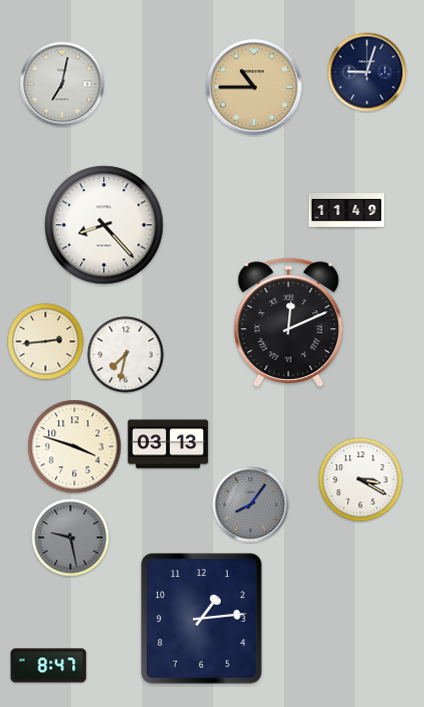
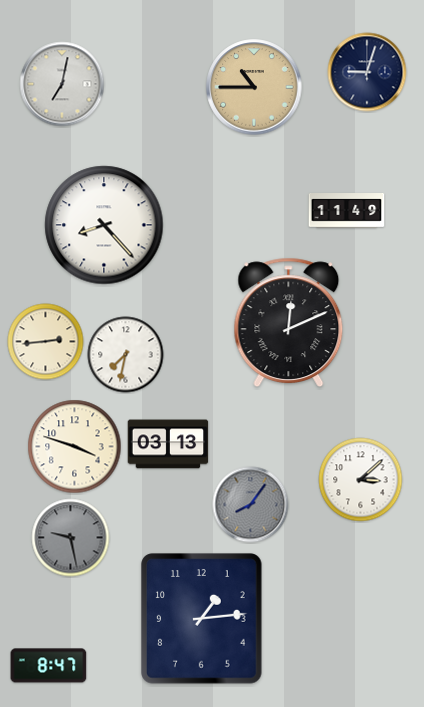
clock at (361, 480): 3:20 -> 3:08
